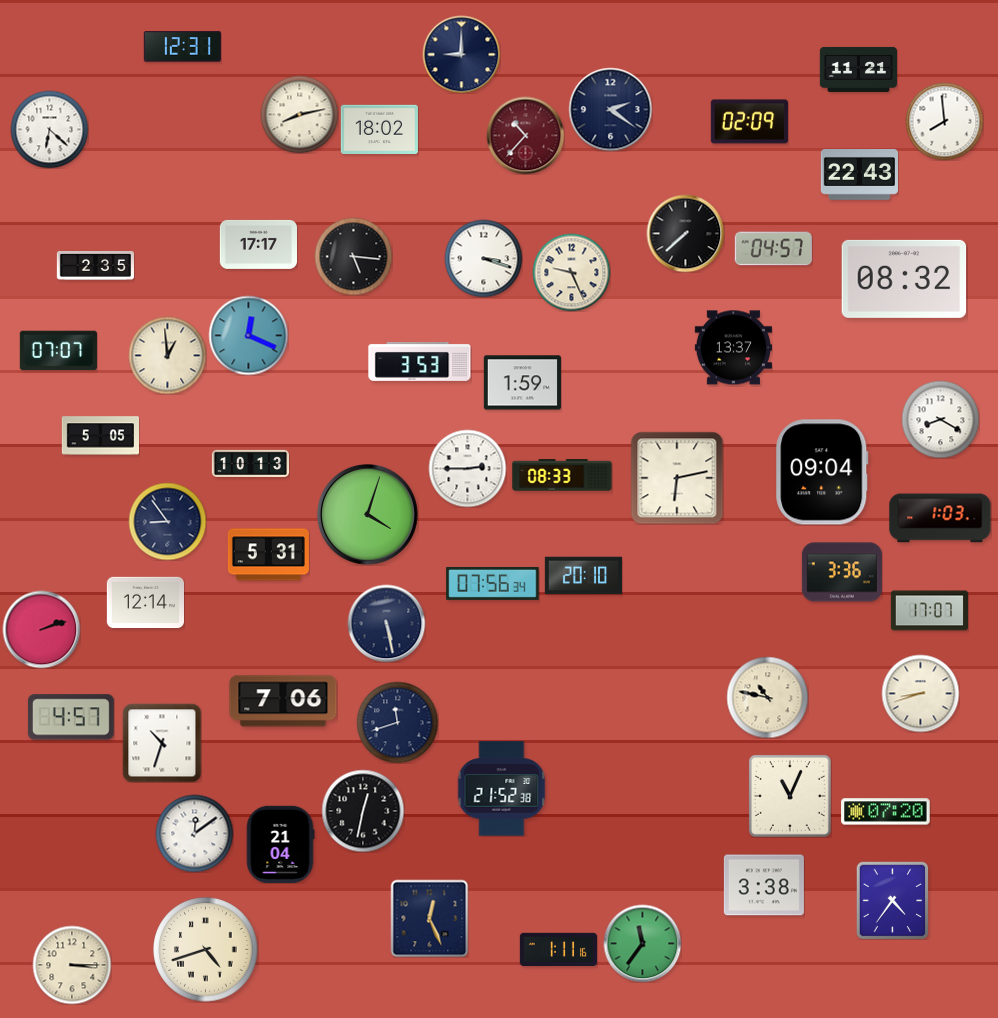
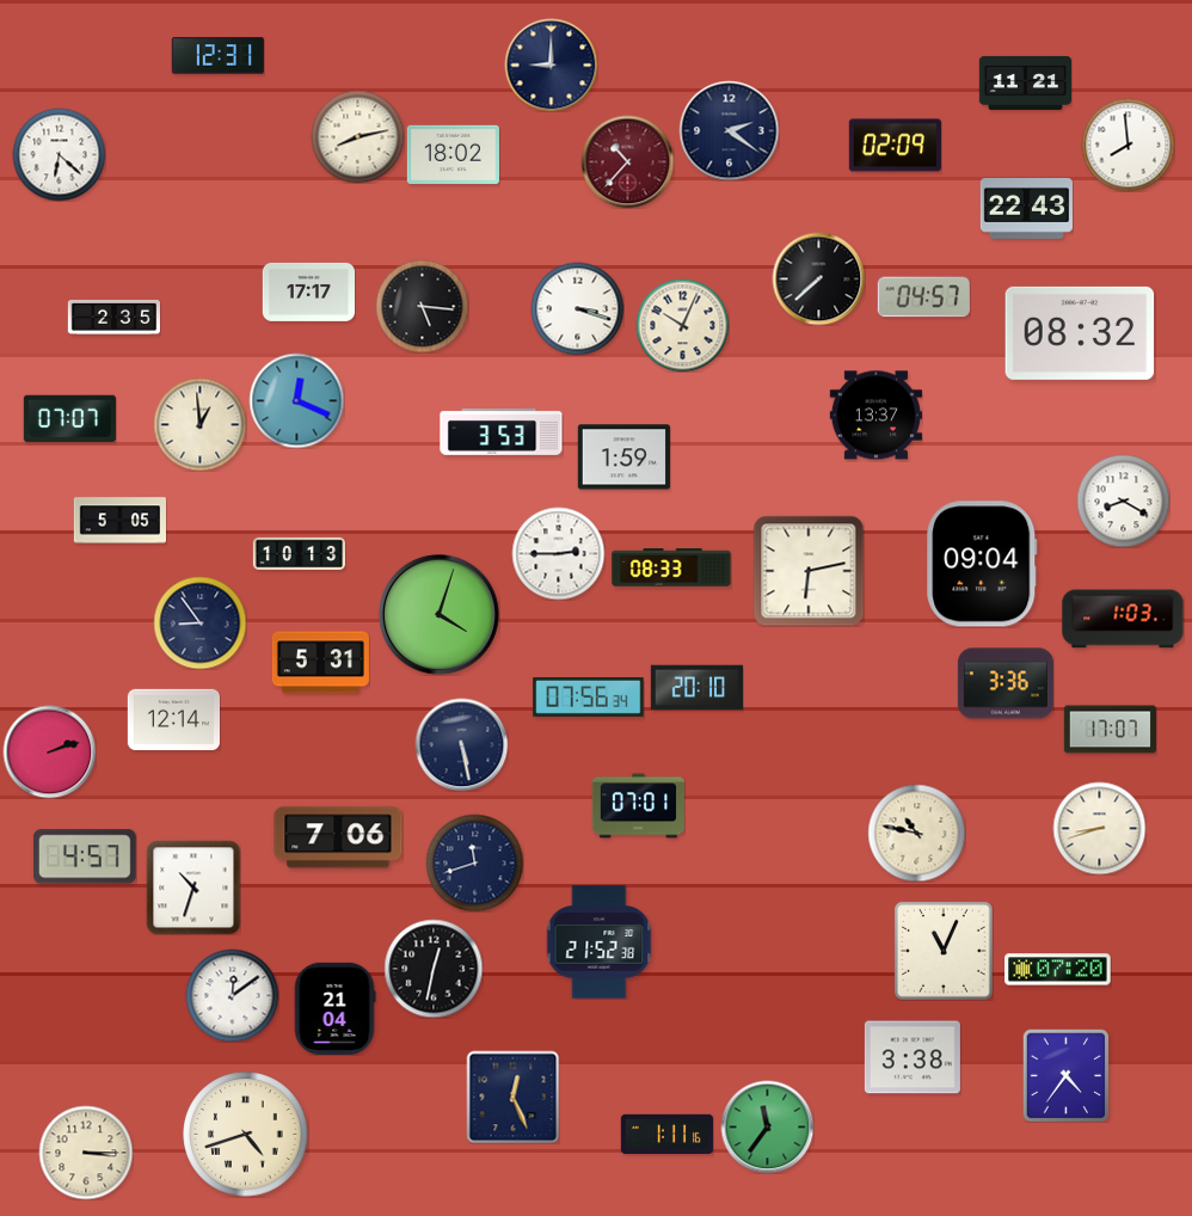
clock at (571, 272): 9:26 -> 10:04
clock at (467, 468) position: (467, 468) -> (558, 553)
clock at (638, 806): none -> 07:01
